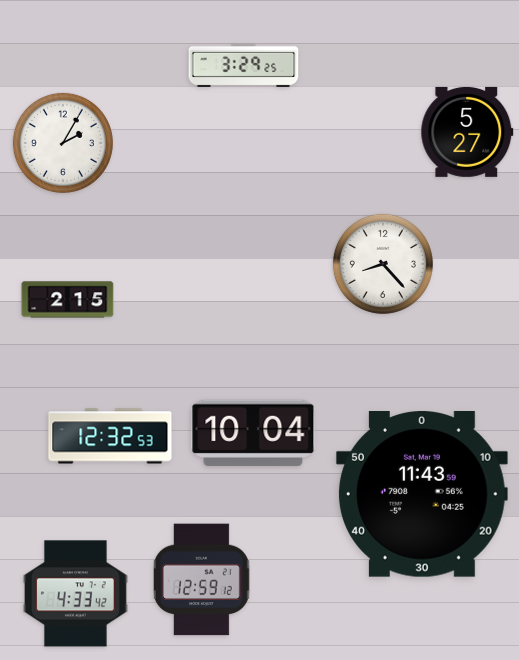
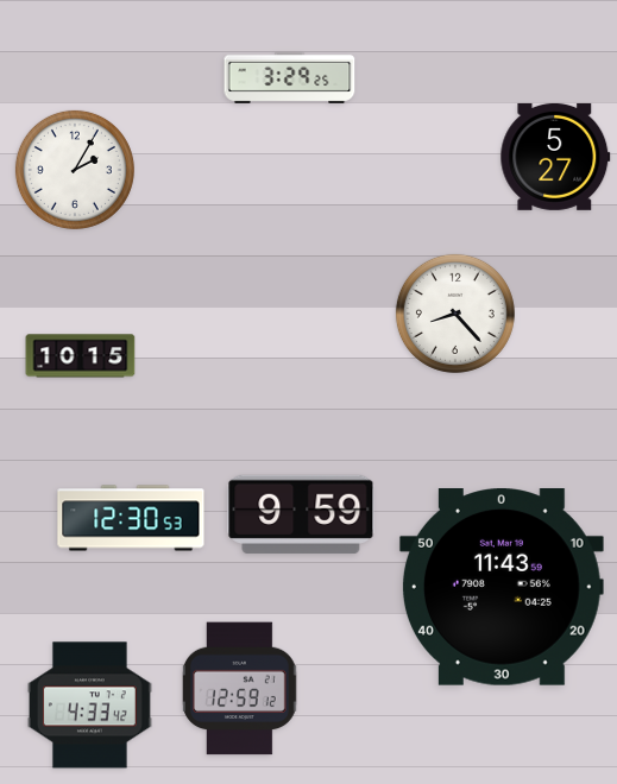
clock at (68, 300): 2:15 -> 10:15
clock at (253, 433): 10:04 -> 9:59
clock at (110, 436): 12:32 -> 12:30
